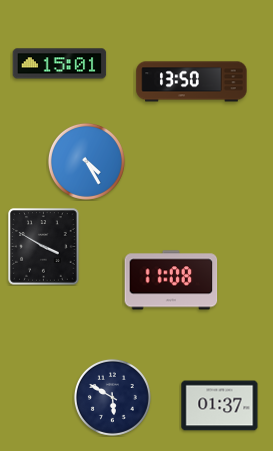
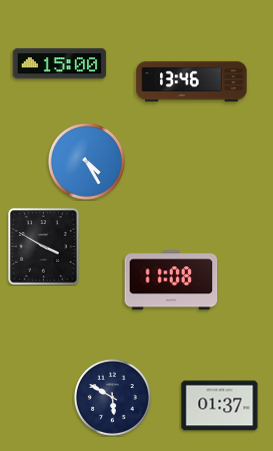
clock at (60, 64): 15:01 -> 15:00
clock at (192, 82): 13:50 -> 13:46
